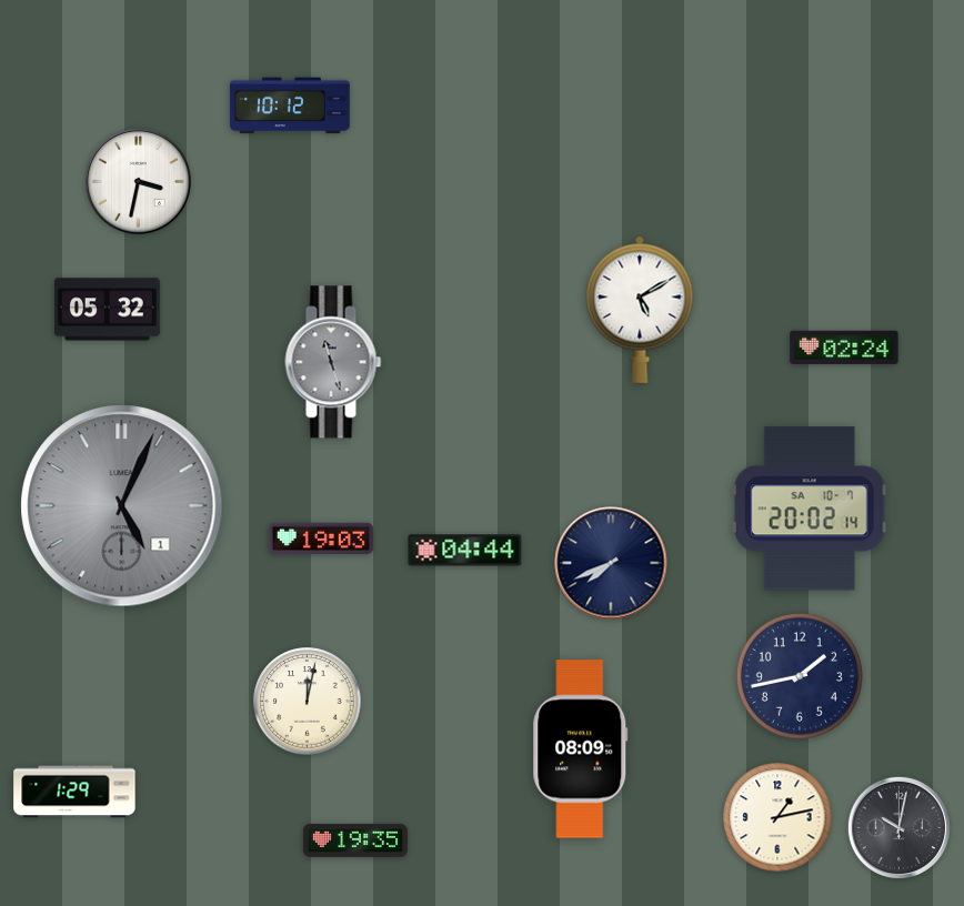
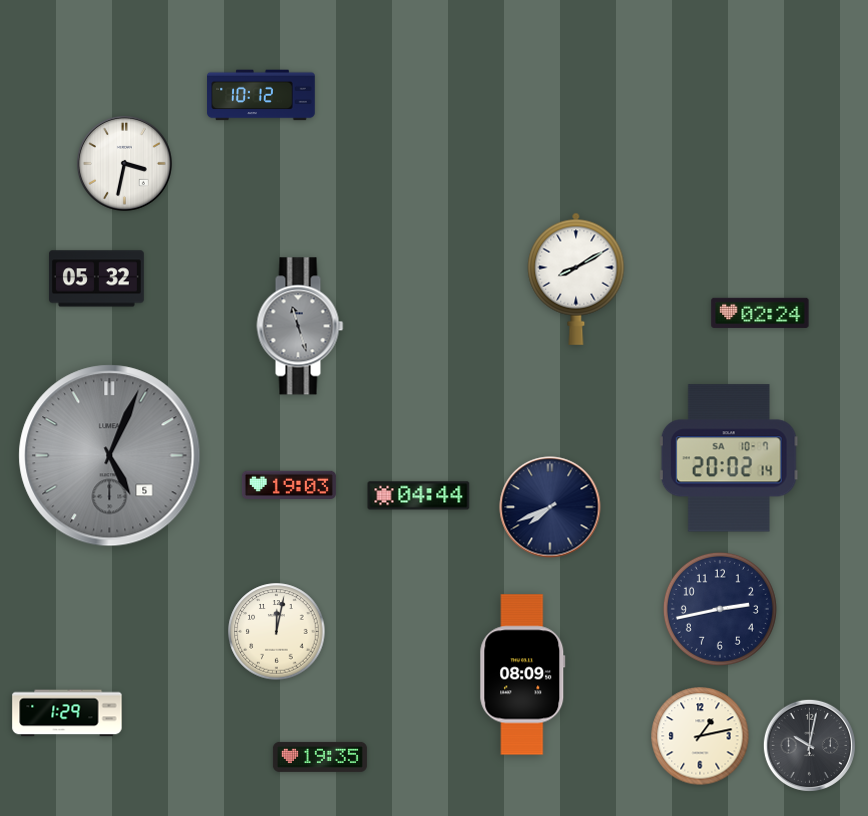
clock at (640, 310): 5:10 -> 8:10
clock at (122, 506) date: 1 -> 5
clock at (800, 676): 1:43 -> 2:43
